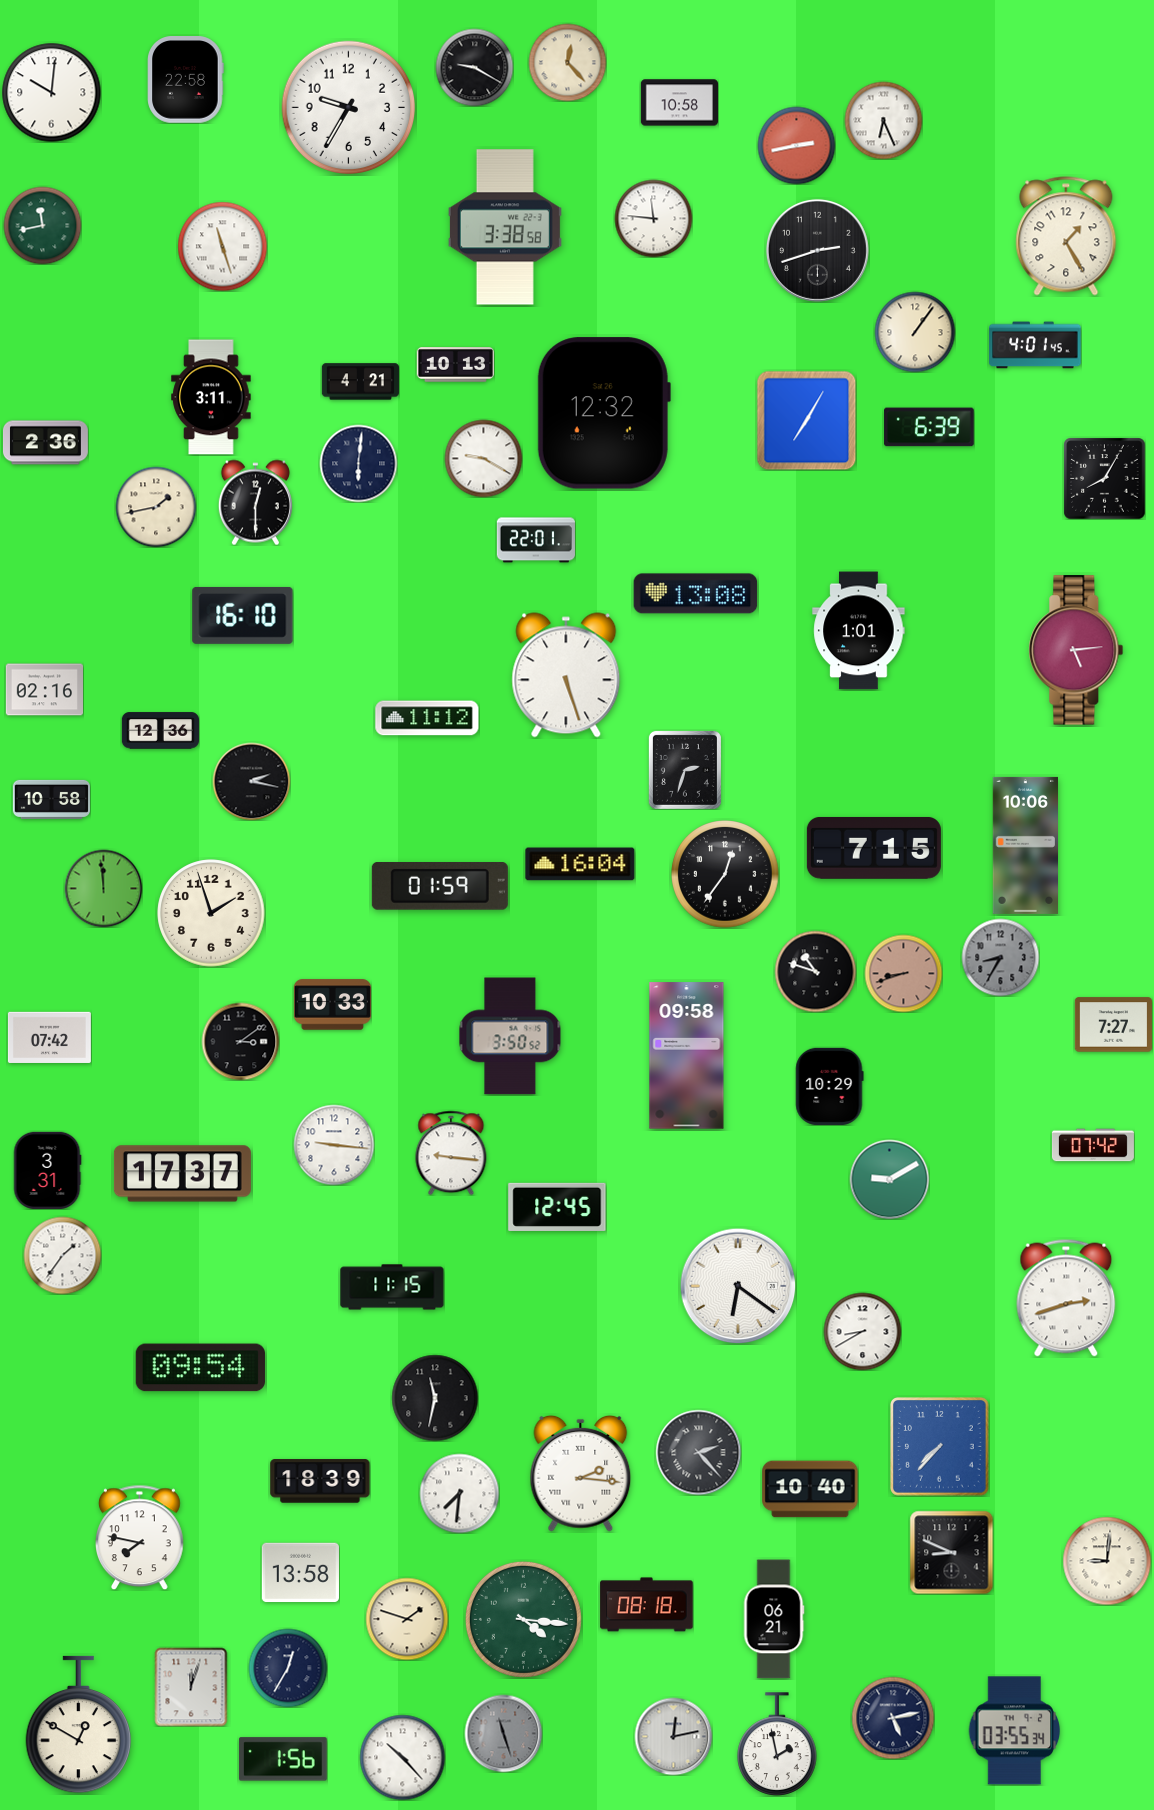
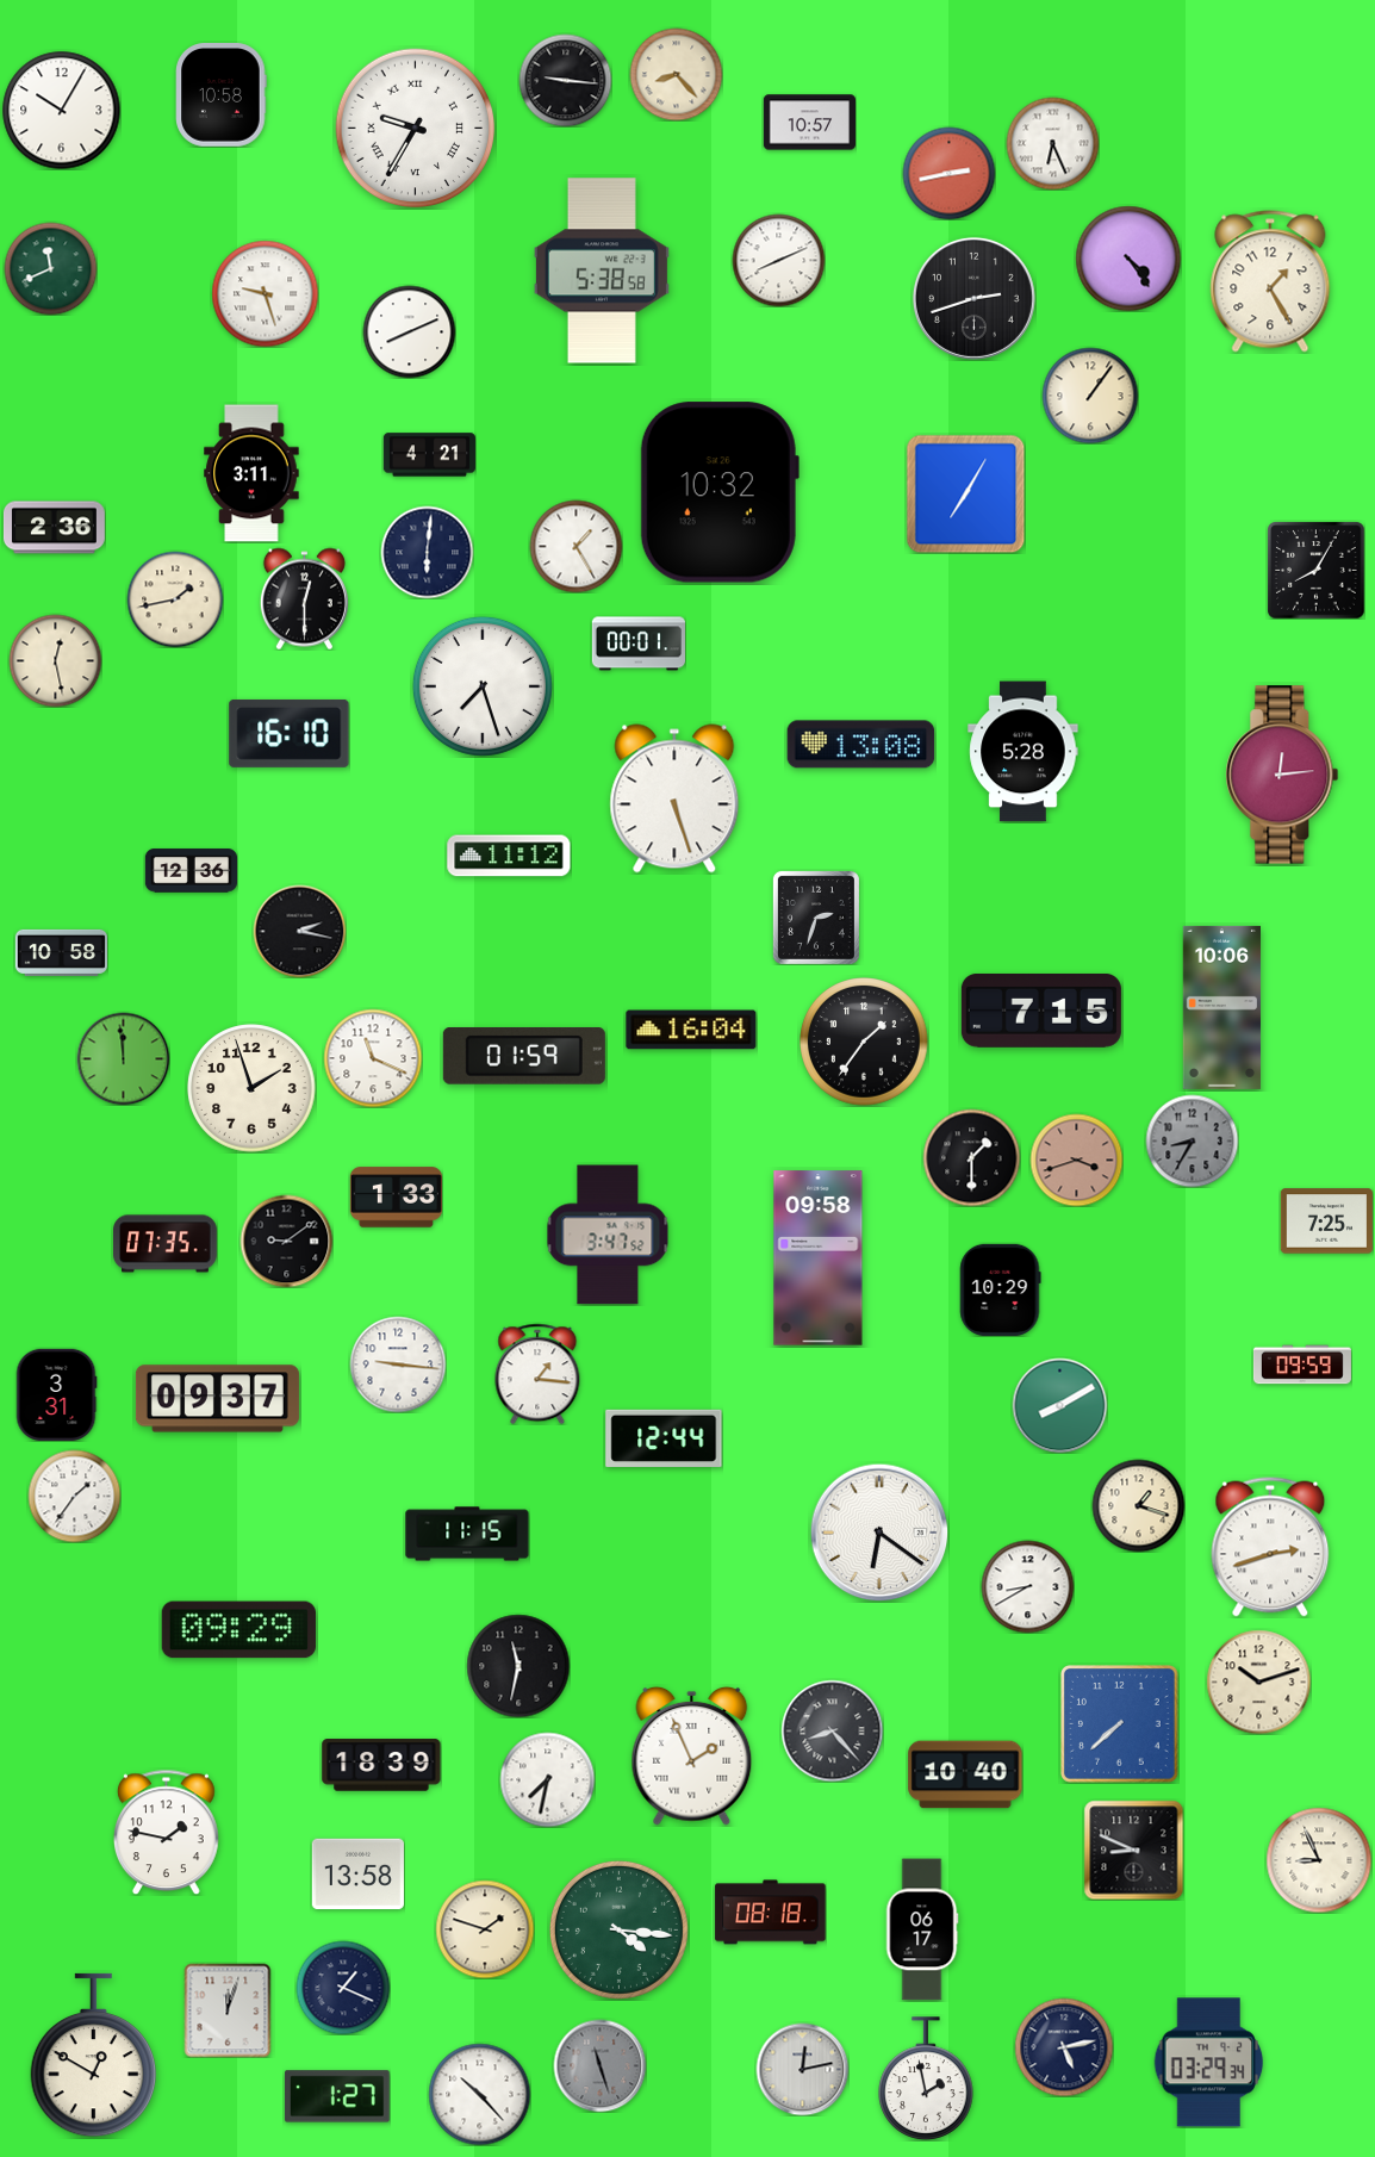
clock at (567, 62): 12:23 -> 8:23
clock at (474, 67): 9:20 -> 9:16
clock at (186, 80): 22:58 -> 10:58
clock at (52, 93): 10:01 -> 10:05
clock at (679, 103): 10:58 -> 10:57
clock at (349, 108) numerals: Arabic -> Roman
clock at (1128, 259): none -> 4:24
clock at (653, 218): 11:46 -> 8:11
clock at (42, 225): 11:43 -> 11:41
clock at (505, 227): 3:38 -> 5:38
clock at (222, 246): 11:27 -> 9:27
clock at (409, 331): none -> 8:11
clock at (1035, 345): 4:01 -> none
clock at (455, 365): 10:13 -> none
clock at (604, 413): 12:32 -> 10:32
clock at (806, 420) position: (806, 420) -> (965, 493)
clock at (929, 427): 6:39 -> none
clock at (483, 458): 9:20 -> 1:25
clock at (156, 507) position: (156, 507) -> (175, 599)
clock at (536, 540): 22:01 -> 00:01
clock at (55, 660): none -> 12:28
clock at (483, 686): none -> 7:27
clock at (696, 594) position: (696, 594) -> (861, 745)
clock at (859, 631): 1:01 -> 5:28
clock at (1076, 650): 5:14 -> 12:14
clock at (566, 675) position: (566, 675) -> (674, 798)
clock at (44, 690): 02:16 -> none
clock at (725, 874): 12:36 -> 1:36
clock at (373, 1058): none -> 11:19
clock at (815, 971): 10:48 -> 1:30
clock at (903, 973): 8:42 -> 3:42
clock at (332, 1005): 10:33 -> 1:33
clock at (1113, 1025): 7:27 -> 7:25
clock at (510, 1036): 3:50 -> 3:47
clock at (49, 1037): 07:42 -> none
clock at (240, 1041): 3:09 -> 9:09
clock at (166, 1244): none -> 07:35
clock at (830, 1086) position: (830, 1086) -> (1001, 1289)
clock at (1093, 1145): 07:42 -> 09:59
clock at (451, 1153): 9:16 -> 1:16
clock at (182, 1174): 17:37 -> 09:37
clock at (889, 1179): 9:10 -> 8:10
clock at (557, 1207): 12:45 -> 12:44
clock at (1138, 1505): none -> 1:18
clock at (200, 1368): 09:54 -> 09:29
clock at (1258, 1682): none -> 10:12
clock at (940, 1447): 7:37 -> 7:38
clock at (698, 1452): 2:23 -> 8:23
clock at (581, 1473): 2:16 -> 1:56
clock at (459, 1493): 7:31 -> 7:32
clock at (140, 1537): 7:47 -> 1:47
clock at (1107, 1561): 9:01 -> 8:56
clock at (523, 1619) position: (523, 1619) -> (618, 1929)
clock at (774, 1619): 06:21 -> 06:17
clock at (288, 1668): 12:35 -> 1:19
clock at (1015, 1731): 03:55 -> 03:29
clock at (283, 1759): 1:56 -> 1:27
